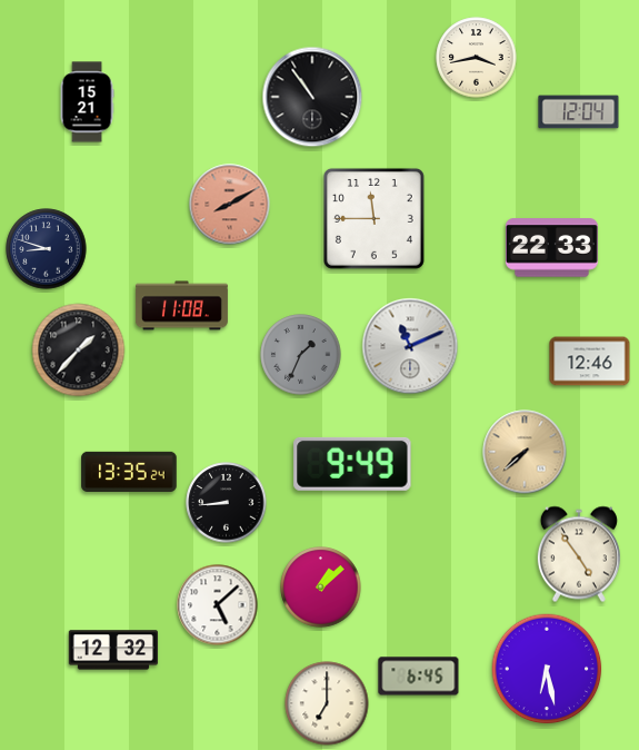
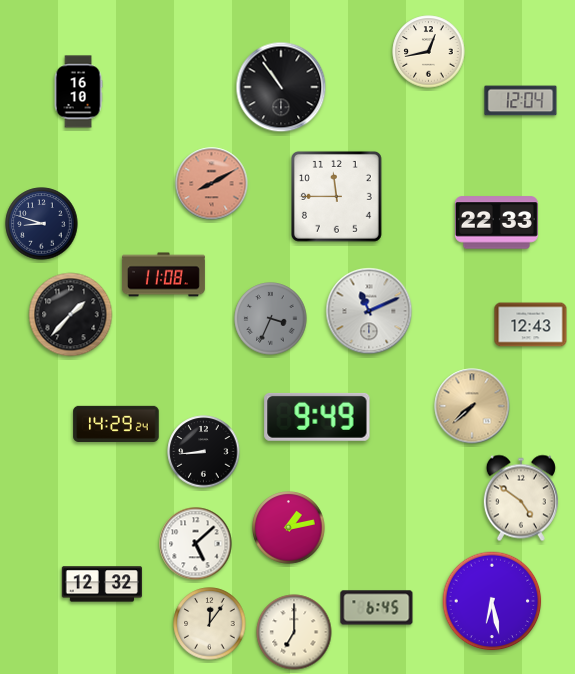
clock at (477, 58): 3:43 -> 12:43
clock at (87, 102): 15:21 -> 16:10
clock at (230, 205) position: (230, 205) -> (212, 184)
clock at (301, 355): 1:34 -> 3:34
clock at (590, 362): 12:46 -> 12:43
clock at (129, 471): 13:35 -> 14:29
clock at (579, 554): 4:54 -> 4:51
clock at (321, 588): 1:08 -> 1:13
clock at (210, 624): none -> 12:06
